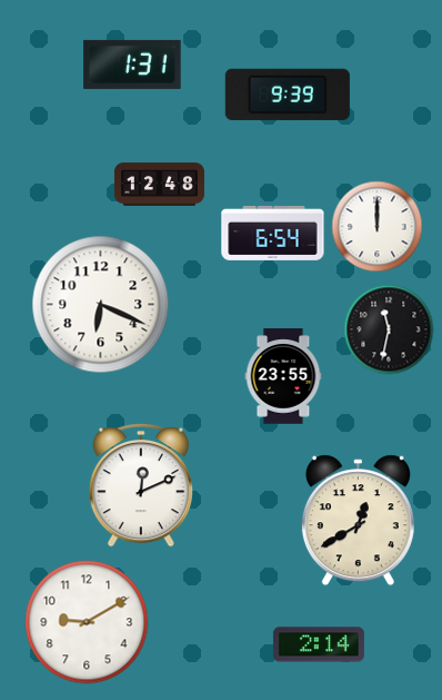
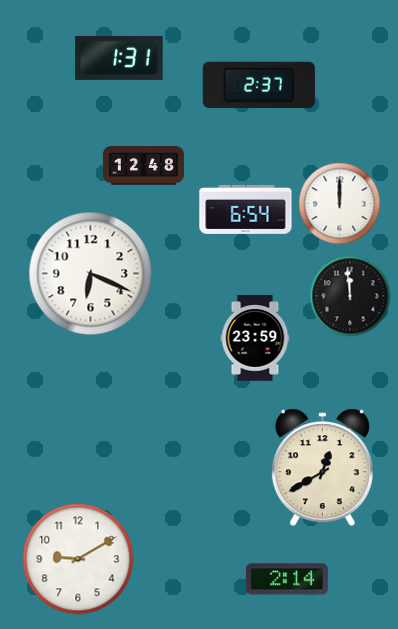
clock at (288, 95): 9:39 -> 2:37
clock at (389, 329): 11:32 -> 11:59
clock at (283, 376): 23:55 -> 23:59
clock at (141, 486): 12:11 -> none
